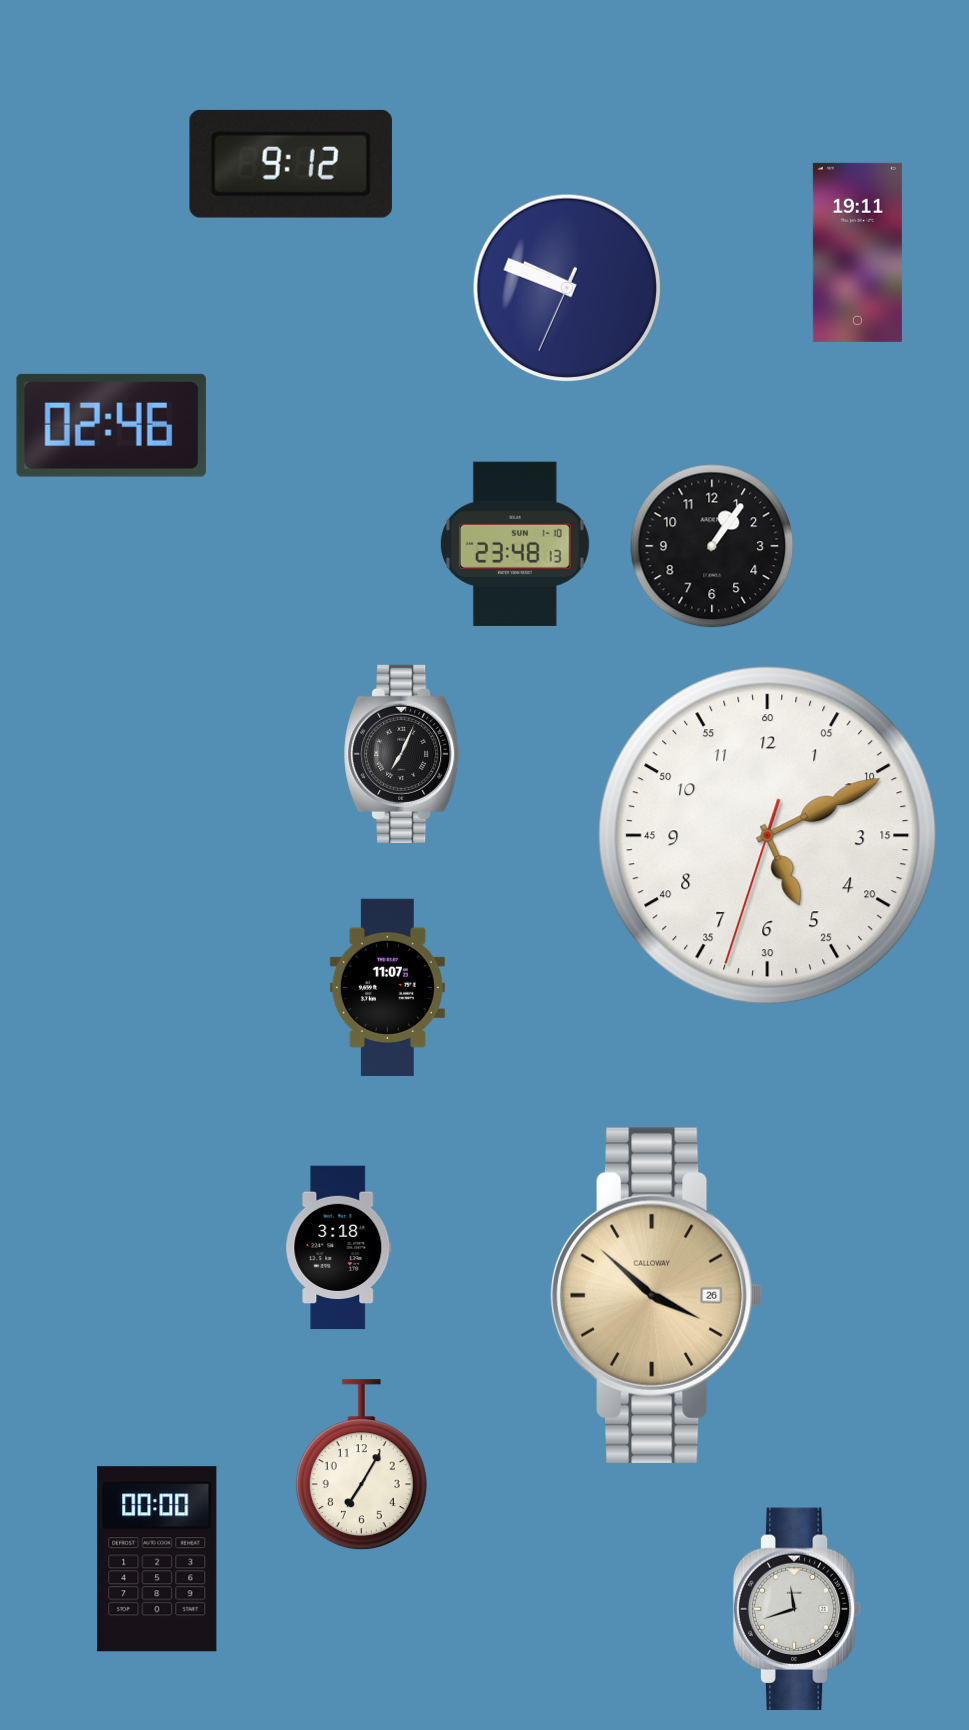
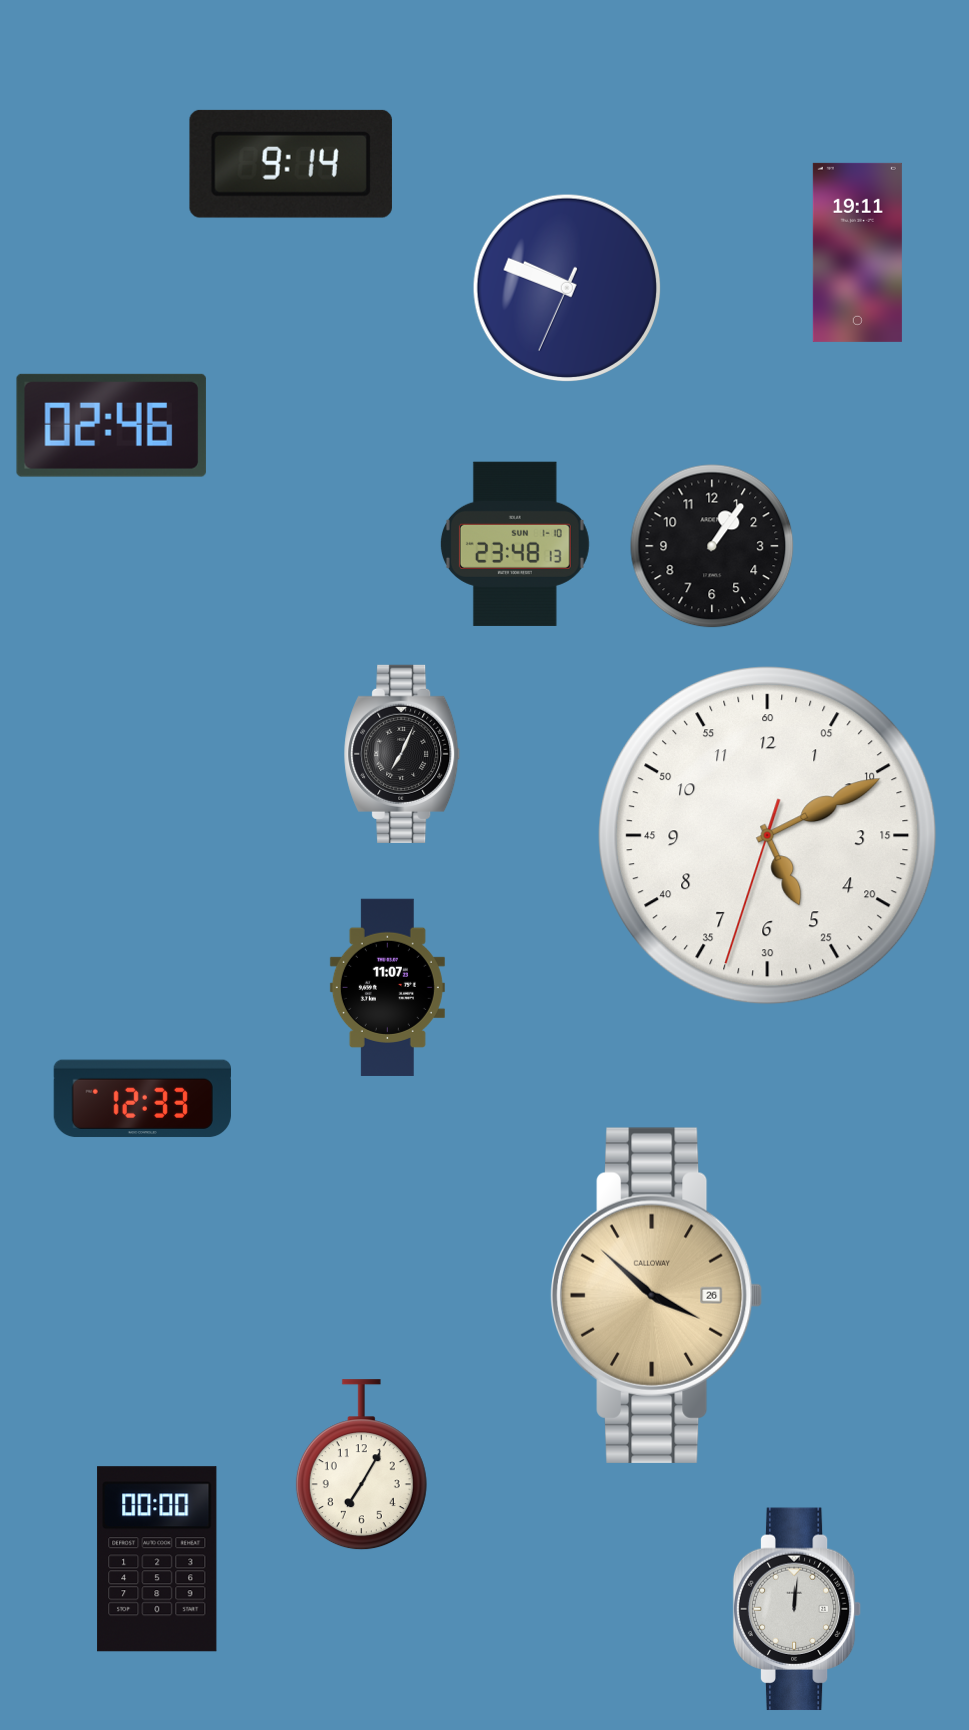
clock at (291, 164): 9:12 -> 9:14
clock at (142, 1099): none -> 12:33
clock at (339, 1248): 3:18 -> none
clock at (797, 1609): 11:42 -> 12:01
